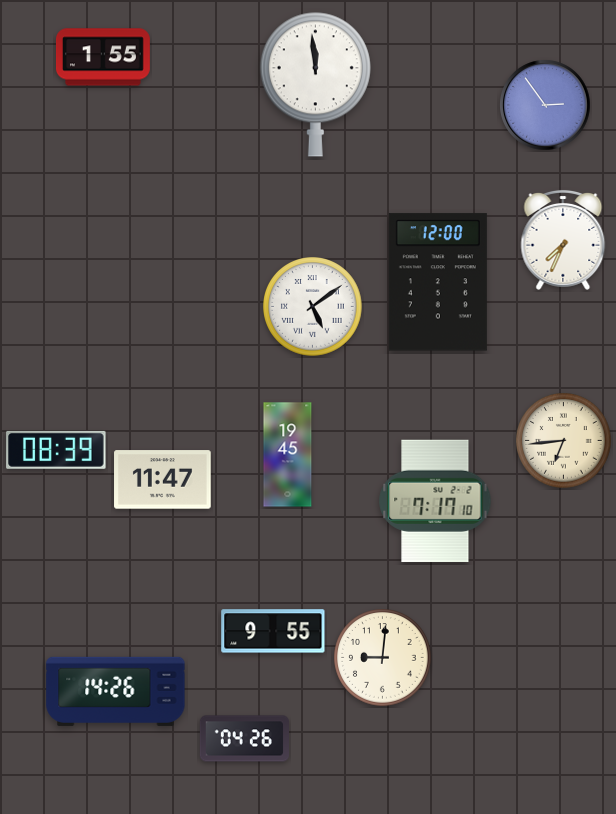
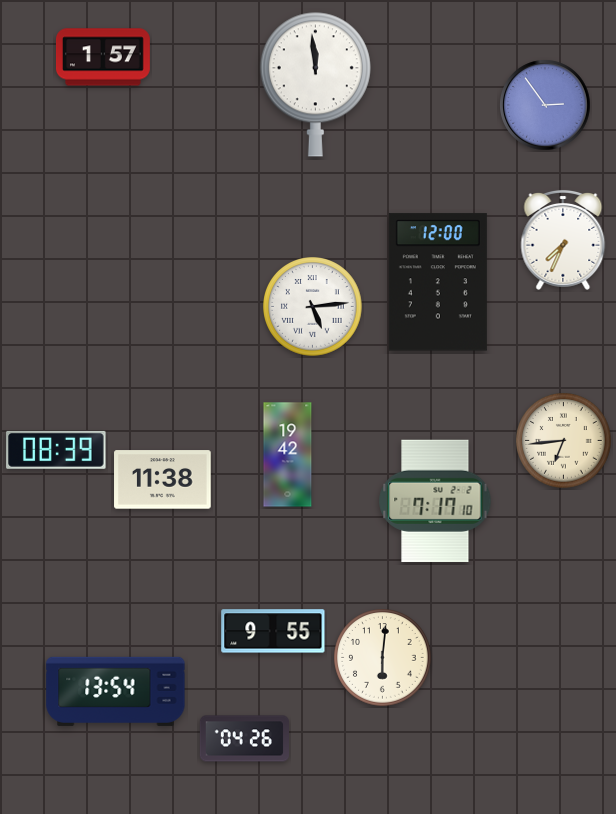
clock at (103, 57): 1:55 -> 1:57
clock at (313, 307): 5:09 -> 5:14
clock at (288, 455): 19:45 -> 19:42
clock at (163, 480): 11:47 -> 11:38
clock at (383, 658): 9:01 -> 6:01
clock at (116, 691): 14:26 -> 13:54
